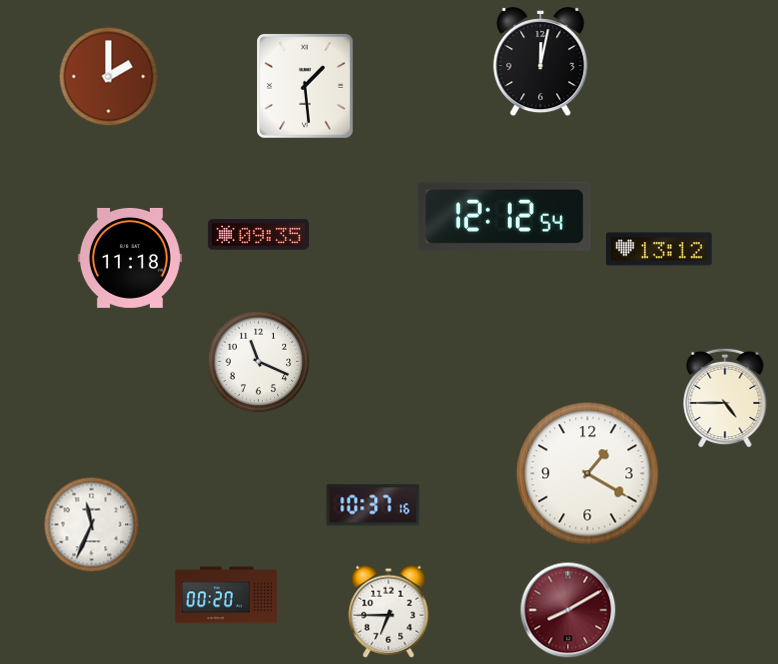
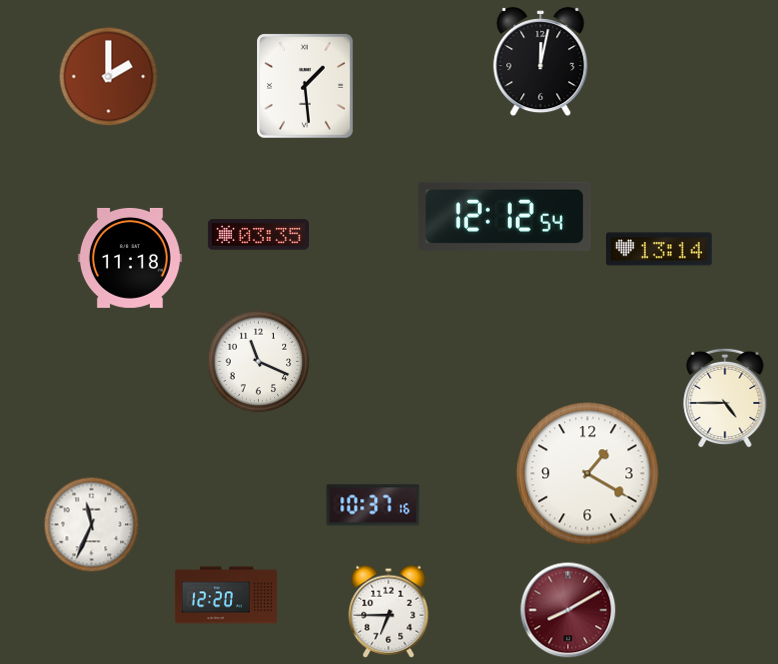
clock at (258, 235): 09:35 -> 03:35
clock at (659, 249): 13:12 -> 13:14
clock at (226, 595): 00:20 -> 12:20
